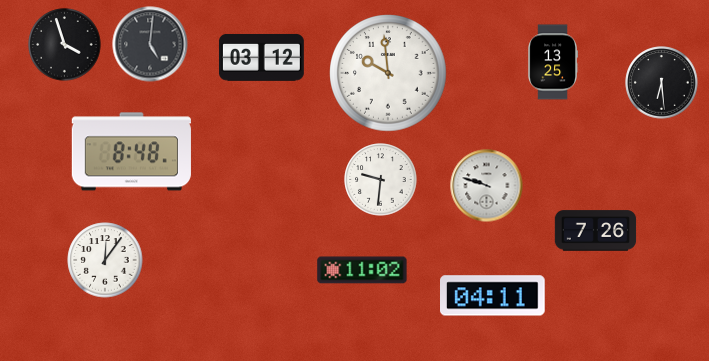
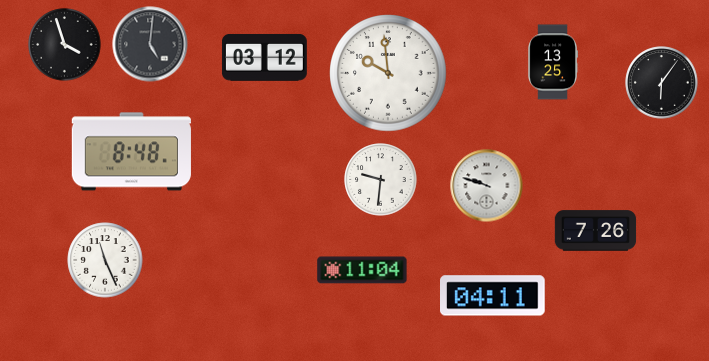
clock at (261, 57) position: (261, 57) -> (264, 57)
clock at (662, 83): 6:29 -> 6:06
clock at (105, 260): 12:06 -> 11:26
clock at (362, 270): 11:02 -> 11:04
